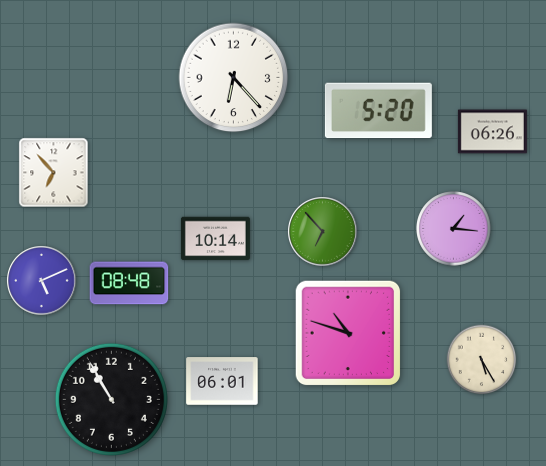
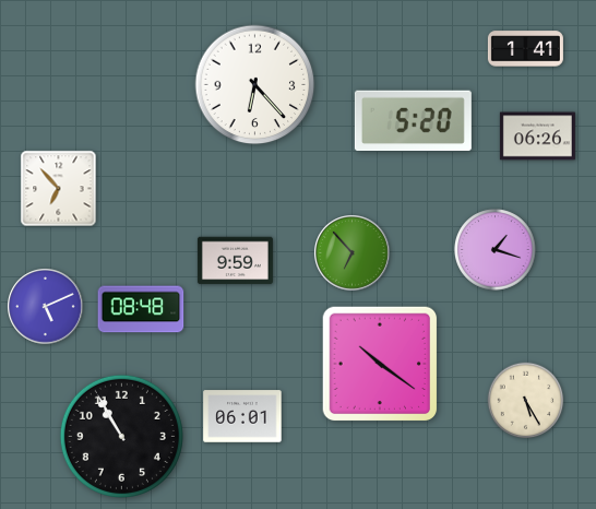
clock at (525, 49): none -> 1:41
clock at (492, 132) position: (492, 132) -> (537, 137)
clock at (454, 229): 1:16 -> 1:18
clock at (215, 239): 10:14 -> 9:59
clock at (348, 333): 10:48 -> 10:21
clock at (482, 360) position: (482, 360) -> (526, 401)
